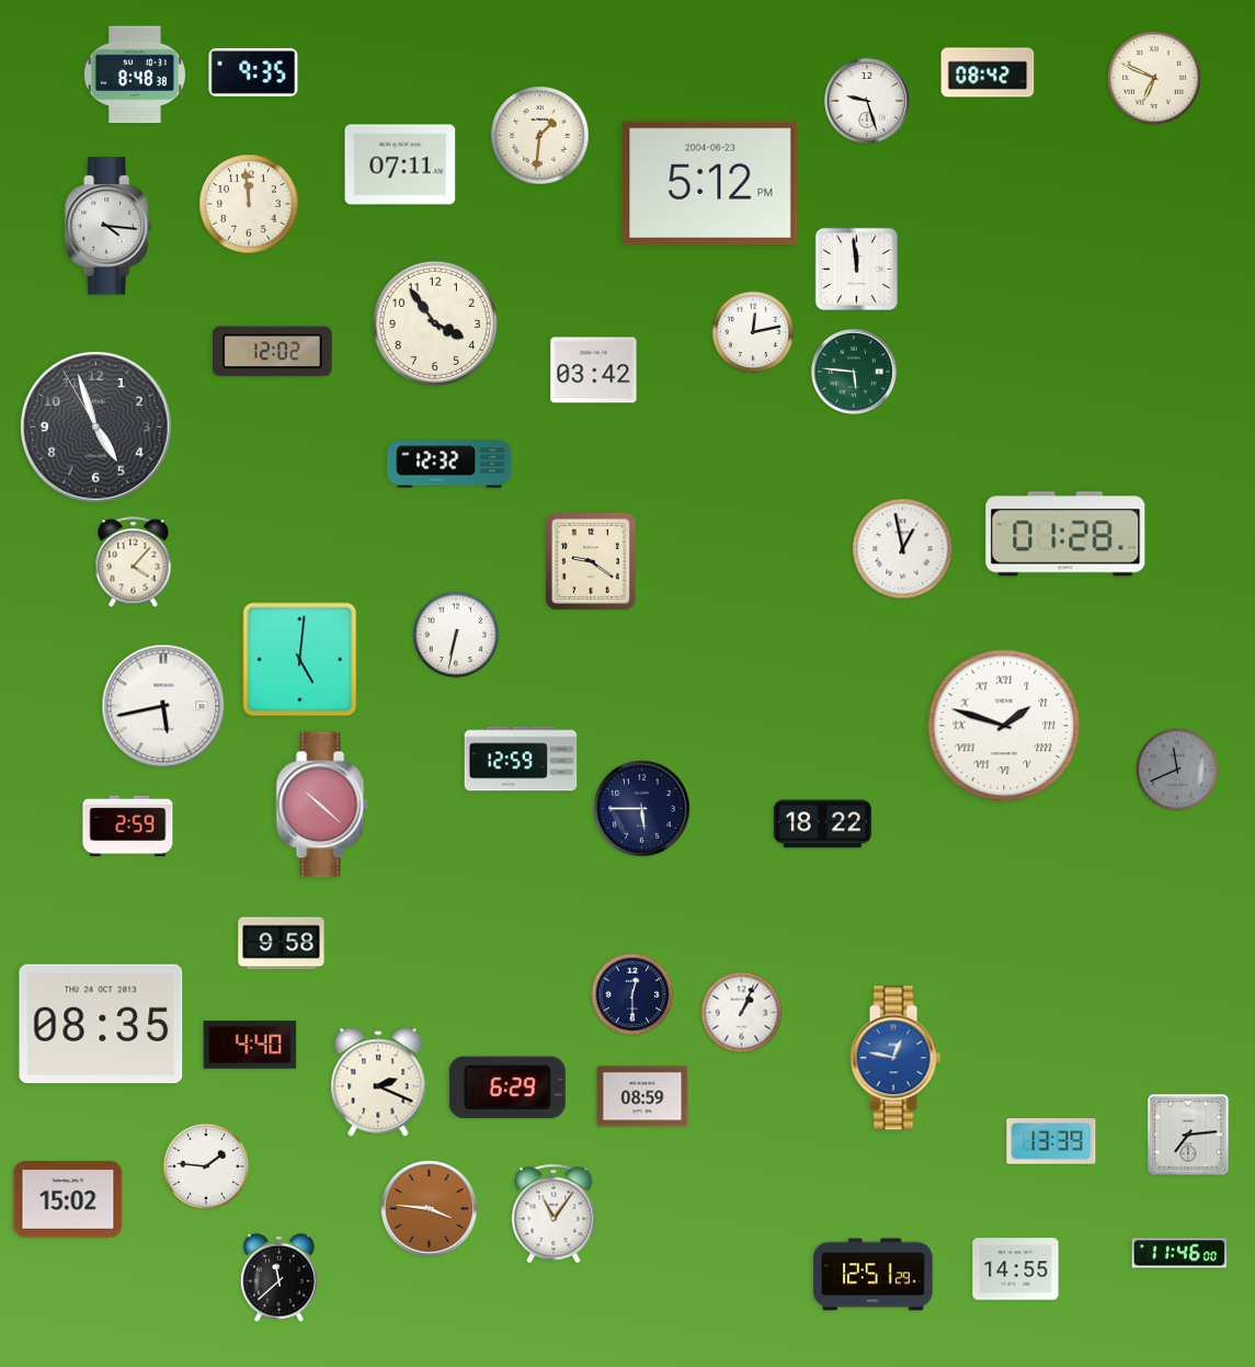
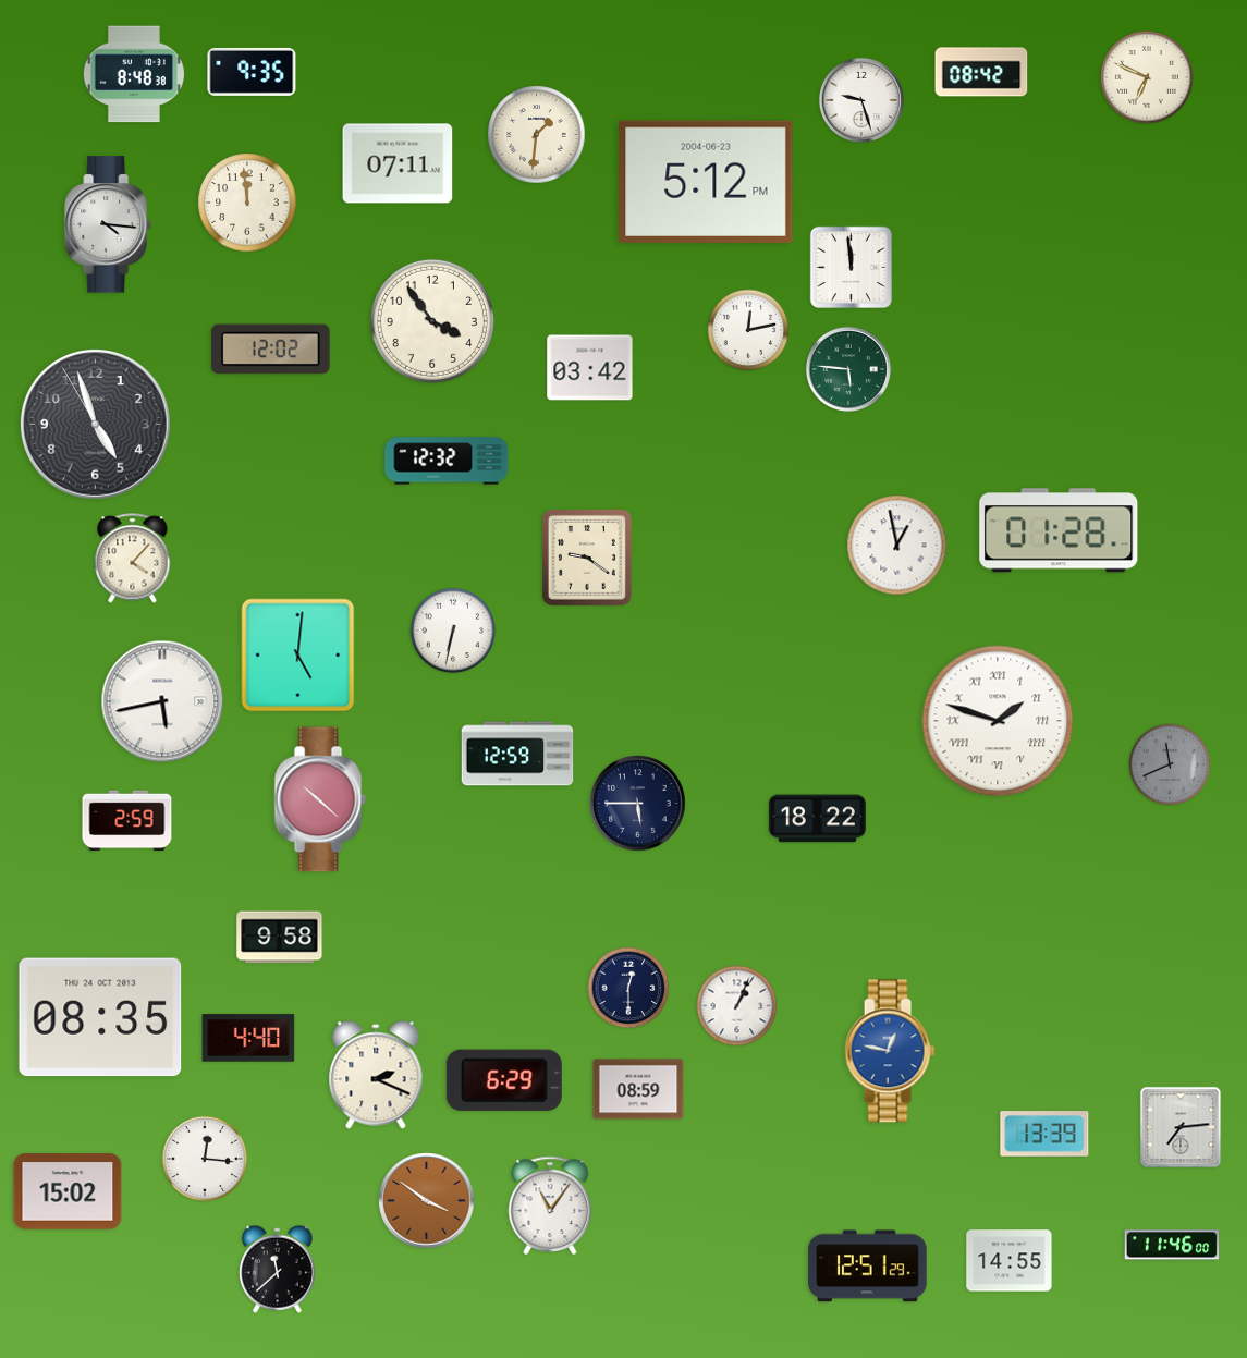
clock at (206, 1166): 1:46 -> 12:16
clock at (430, 1209): 3:46 -> 3:51
